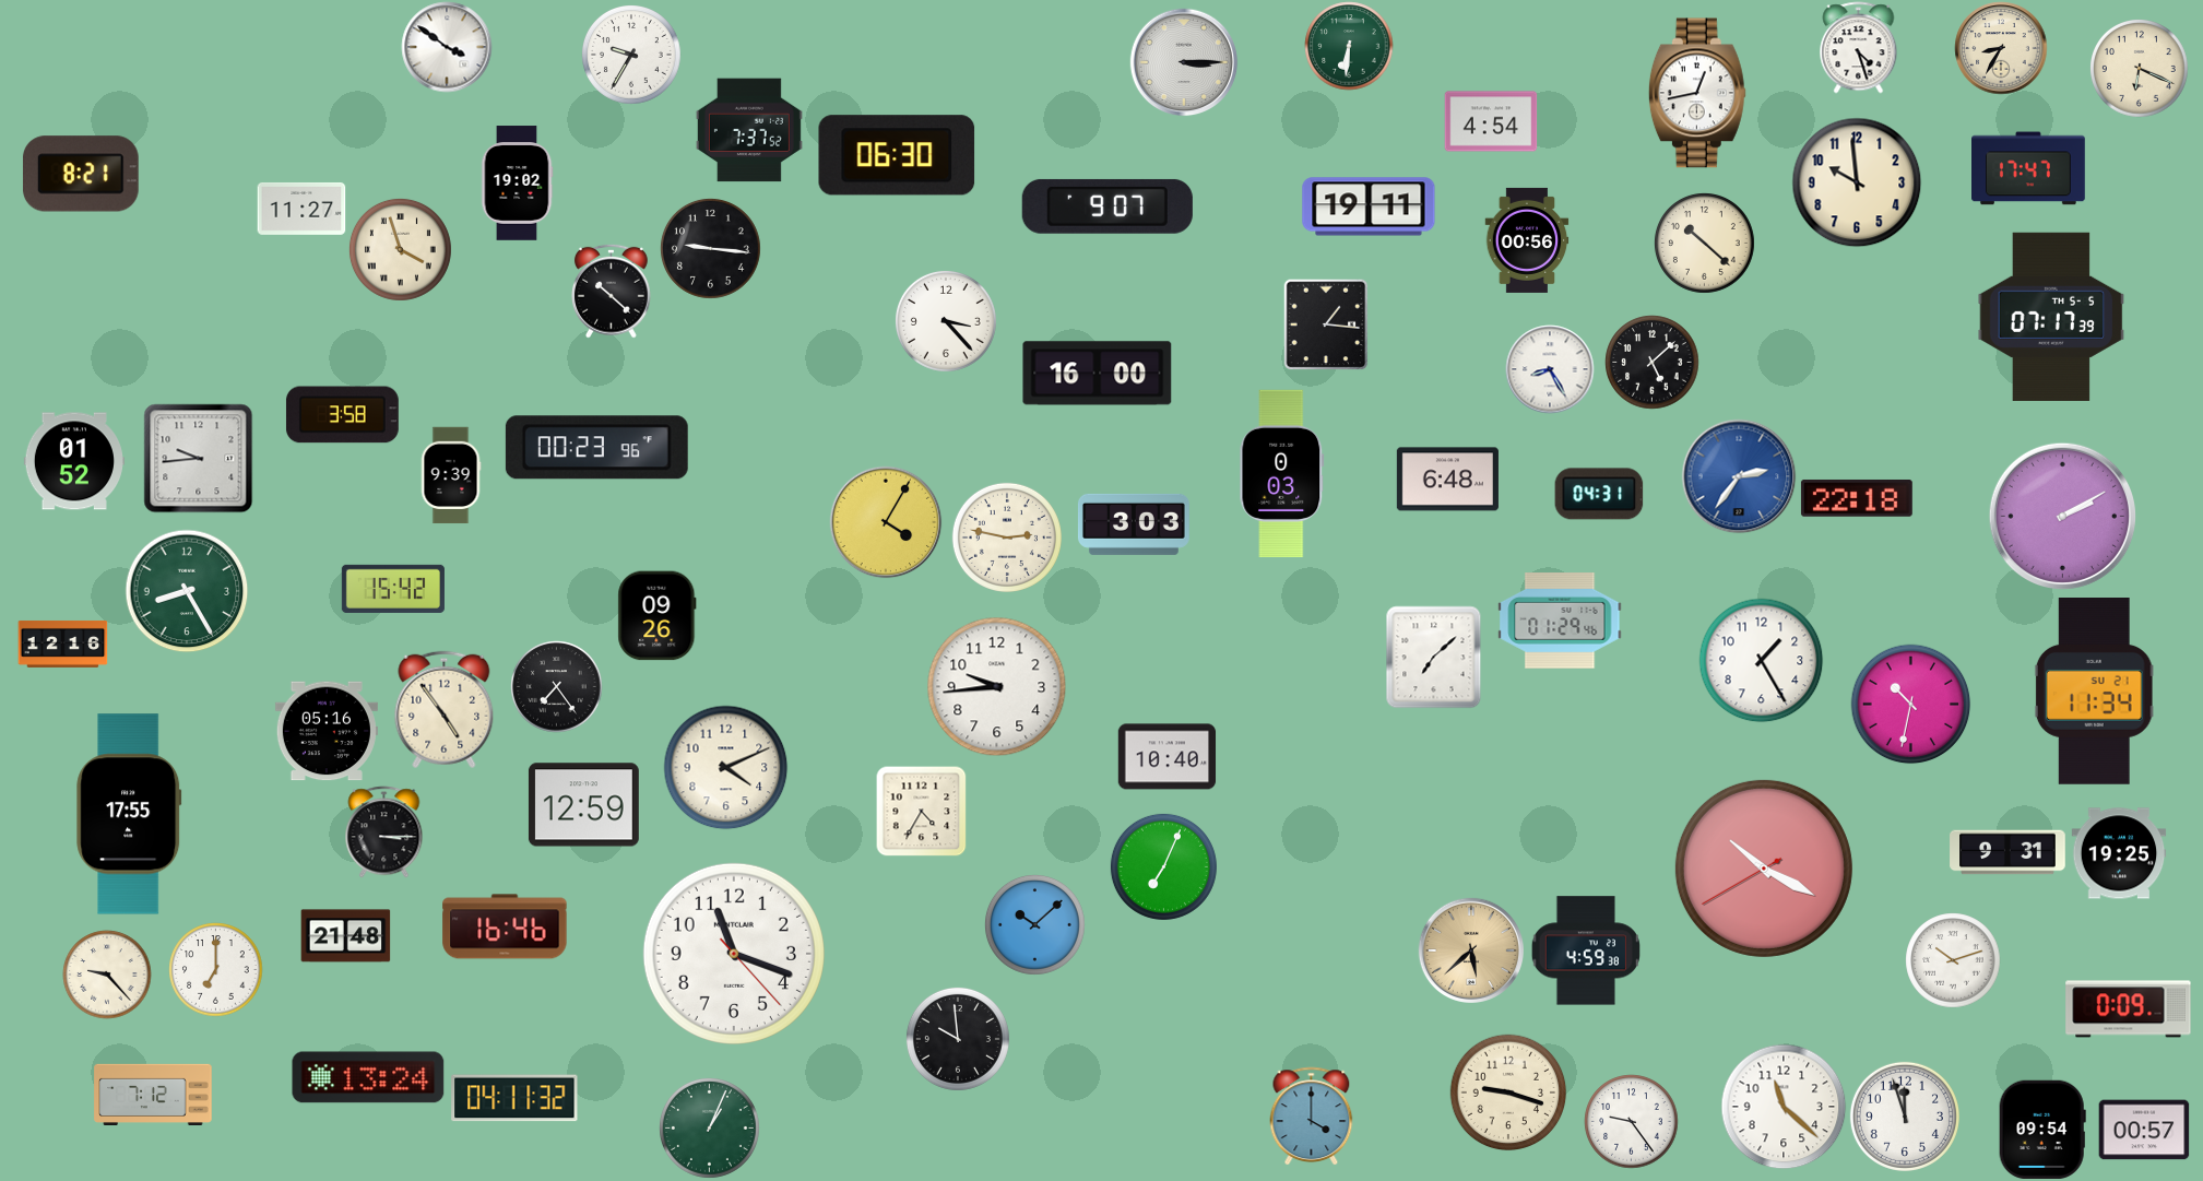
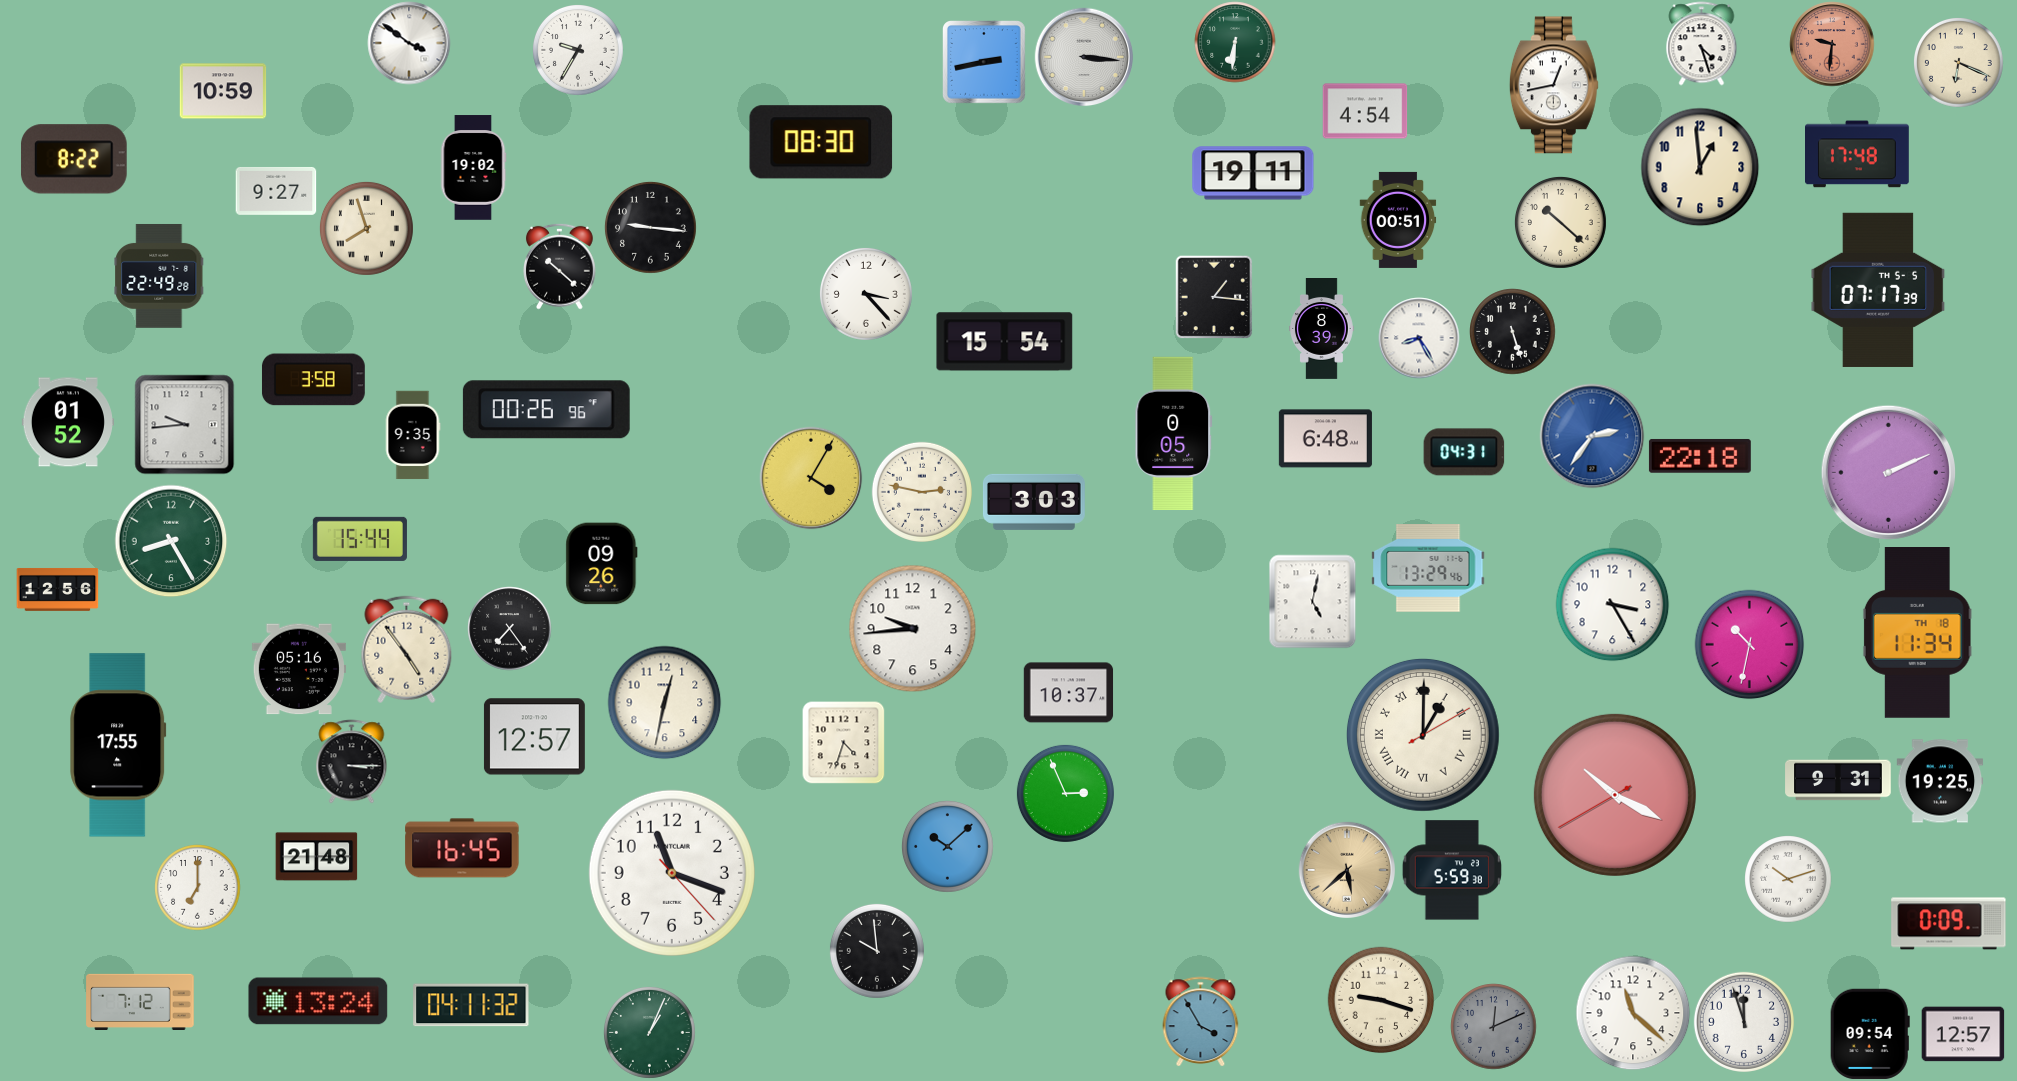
clock at (2001, 48): 8:35 -> 9:31
clock at (2001, 48) dial: cream -> salmon
clock at (1184, 62): 3:15 -> 3:16
clock at (984, 62): none -> 2:43
clock at (223, 91): none -> 10:59
clock at (749, 130): 7:37 -> none
clock at (897, 155): 06:30 -> 08:30
clock at (2029, 168): 17:47 -> 17:48
clock at (81, 174): 8:21 -> 8:22
clock at (1857, 182): 9:59 -> 12:59
clock at (1108, 206): 9:07 -> none
clock at (1369, 206) position: (1369, 206) -> (1253, 173)
clock at (301, 209): 11:27 -> 9:27
clock at (1527, 240): 00:56 -> 00:51
clock at (400, 249): 3:57 -> 7:57
clock at (159, 276): none -> 22:49
clock at (1322, 329): none -> 8:39
clock at (1651, 362): 5:08 -> 5:27
clock at (1098, 374): 16:00 -> 15:54
clock at (596, 448): 00:23 -> 00:26
clock at (198, 458) position: (198, 458) -> (184, 424)
clock at (1282, 473): 0:03 -> 0:05
clock at (451, 475): 9:39 -> 9:35
clock at (2062, 516): 2:10 -> 2:11
clock at (1134, 524) position: (1134, 524) -> (1034, 502)
clock at (393, 589): 15:42 -> 15:44
clock at (1560, 622): 01:29 -> 13:29
clock at (62, 643): 12:16 -> 12:56
clock at (1434, 657): 7:08 -> 5:02
clock at (1761, 660): 1:25 -> 3:25
clock at (2094, 692) date: SU 21 -> TH 18
clock at (1166, 757): 10:40 -> 10:37
clock at (725, 767): 4:11 -> 12:32
clock at (1423, 735): none -> 1:00
clock at (583, 805): 12:59 -> 12:57
clock at (921, 811): 4:35 -> 4:33
clock at (1163, 866): 7:04 -> 2:56
clock at (505, 926): 16:46 -> 16:45
clock at (1585, 950): 4:59 -> 5:59
clock at (107, 975): 9:23 -> none
clock at (368, 1077) position: (368, 1077) -> (318, 1001)
clock at (1312, 1115): 4:00 -> 3:55
clock at (1631, 1121): 9:24 -> 12:11
clock at (1631, 1121) dial: white -> grey
clock at (2144, 1130): 00:57 -> 12:57
